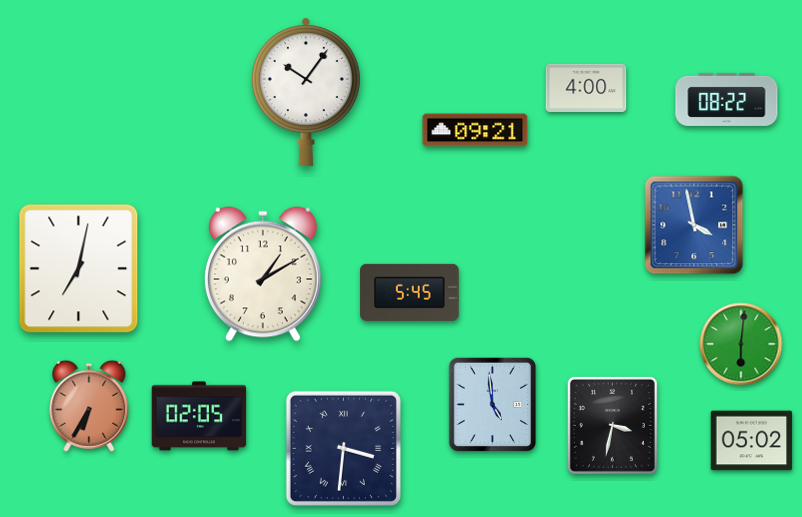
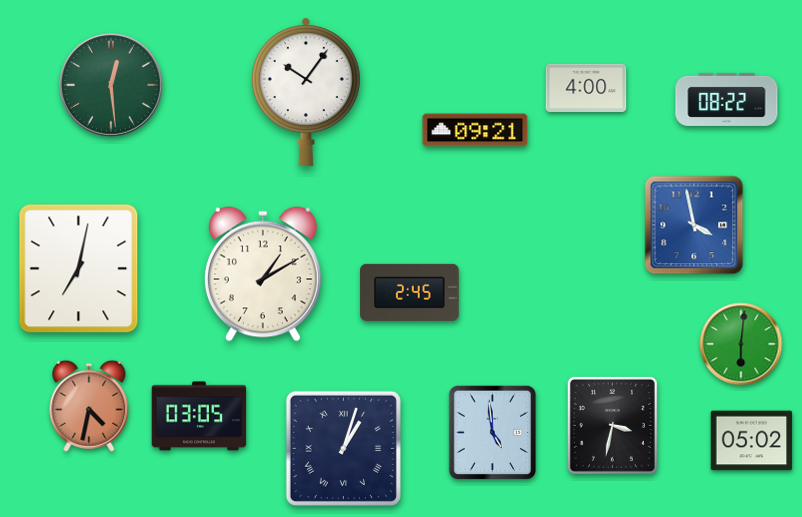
clock at (112, 86): none -> 12:29
clock at (410, 292): 5:45 -> 2:45
clock at (493, 405) position: (493, 405) -> (493, 433)
clock at (89, 406): 6:35 -> 4:32
clock at (199, 416): 02:05 -> 03:05
clock at (343, 448): 3:31 -> 1:03
